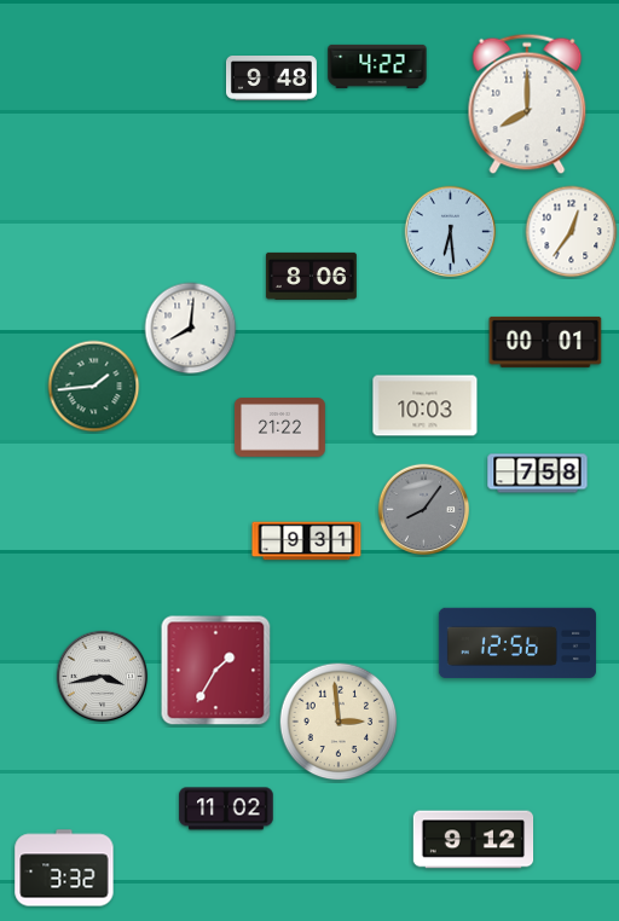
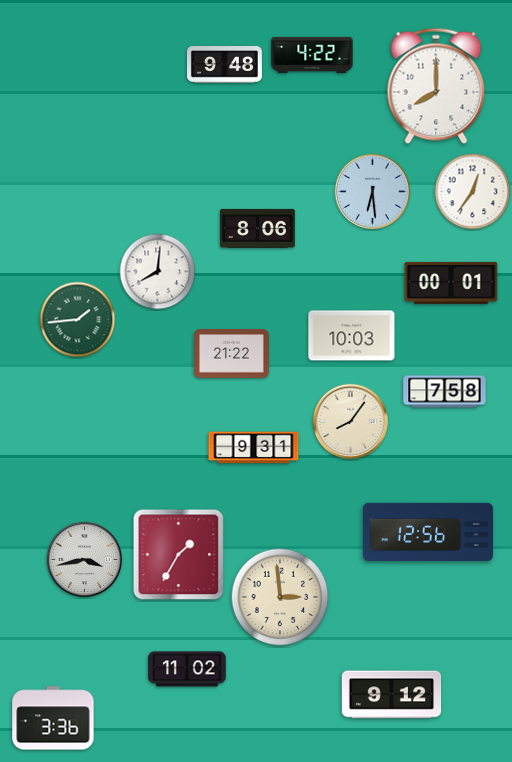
clock at (424, 510) dial: grey -> cream
clock at (64, 868): 3:32 -> 3:36
